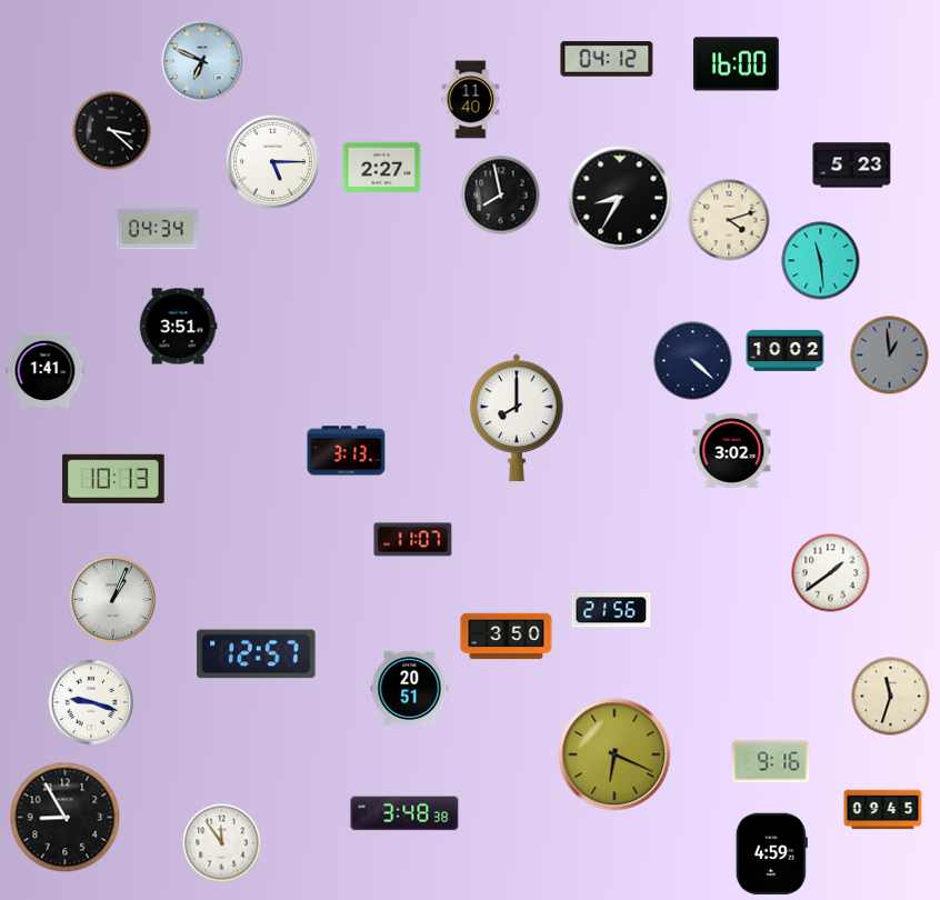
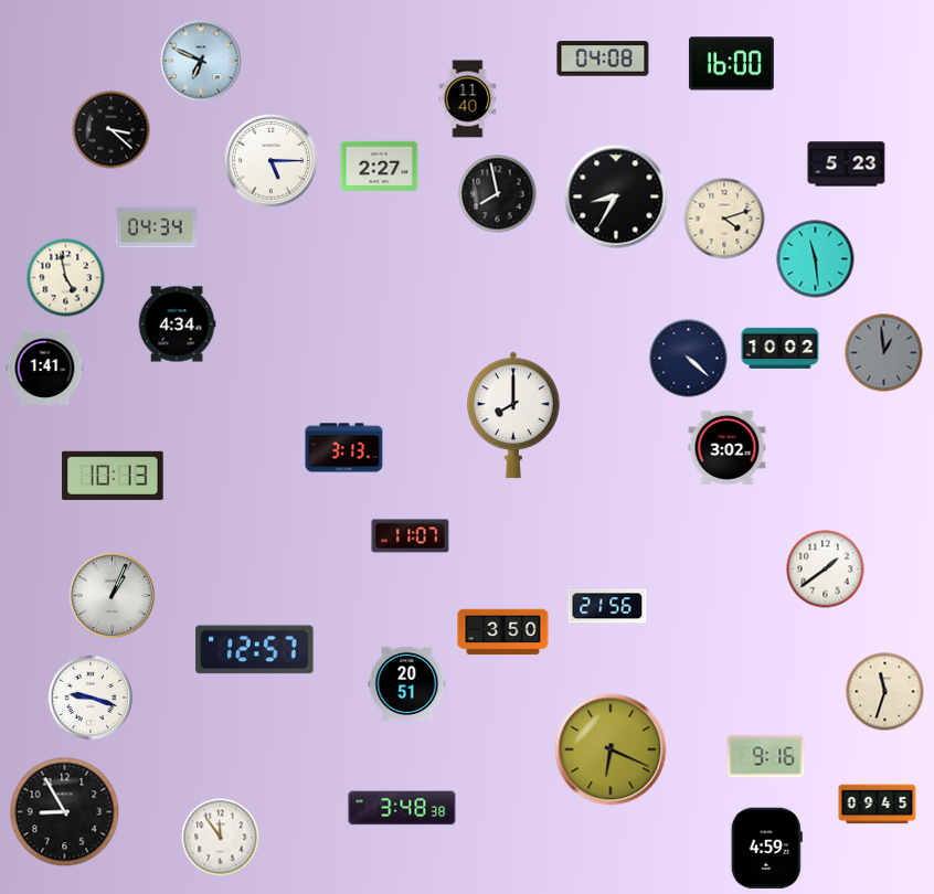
clock at (607, 59): 04:12 -> 04:08
clock at (66, 278): none -> 4:58
clock at (178, 327): 3:51 -> 4:34
